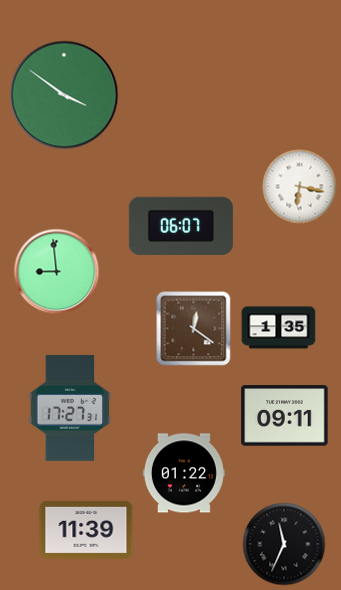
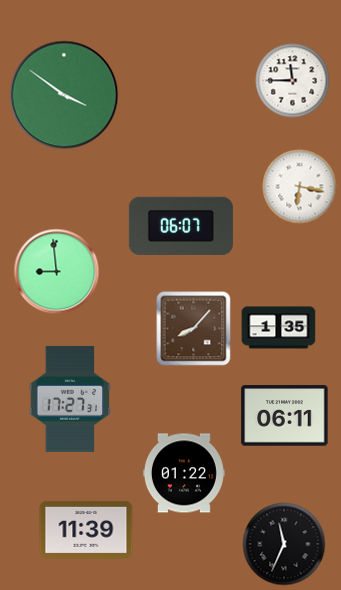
clock at (293, 81): none -> 11:45
clock at (194, 329): 12:21 -> 8:07
clock at (70, 408) position: (70, 408) -> (70, 399)
clock at (285, 416): 09:11 -> 06:11
